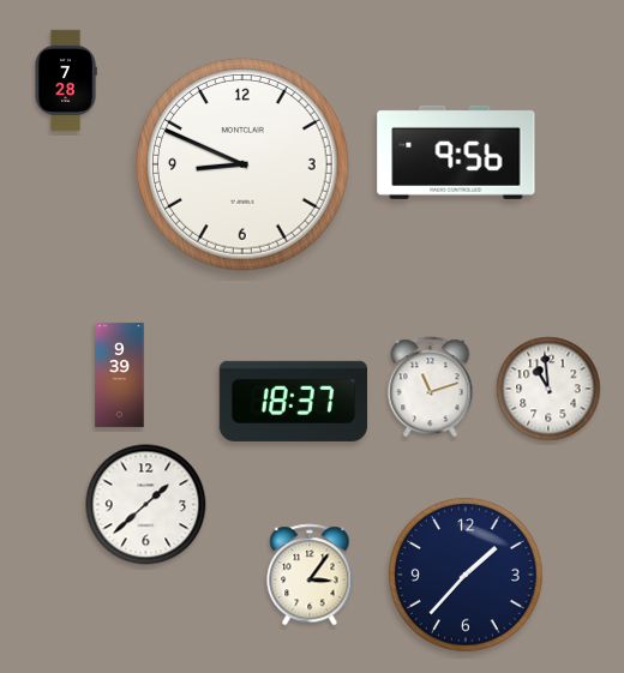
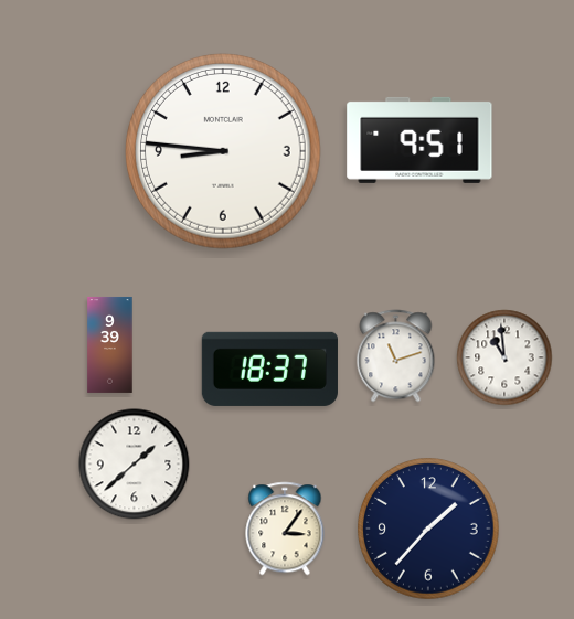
clock at (66, 80): 7:28 -> none
clock at (456, 152): 9:56 -> 9:51
clock at (244, 166): 8:49 -> 8:46
